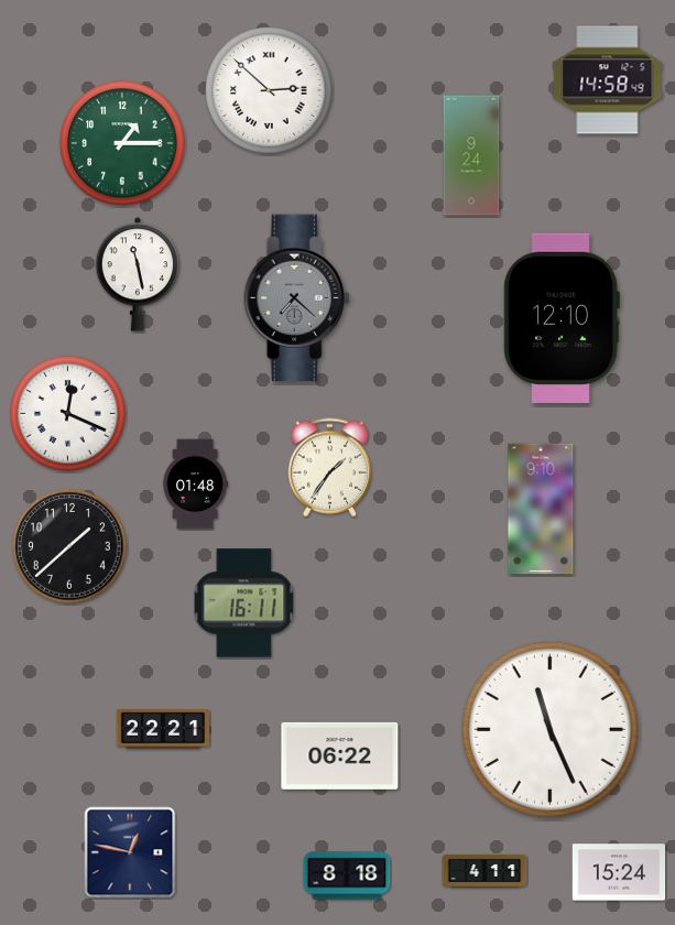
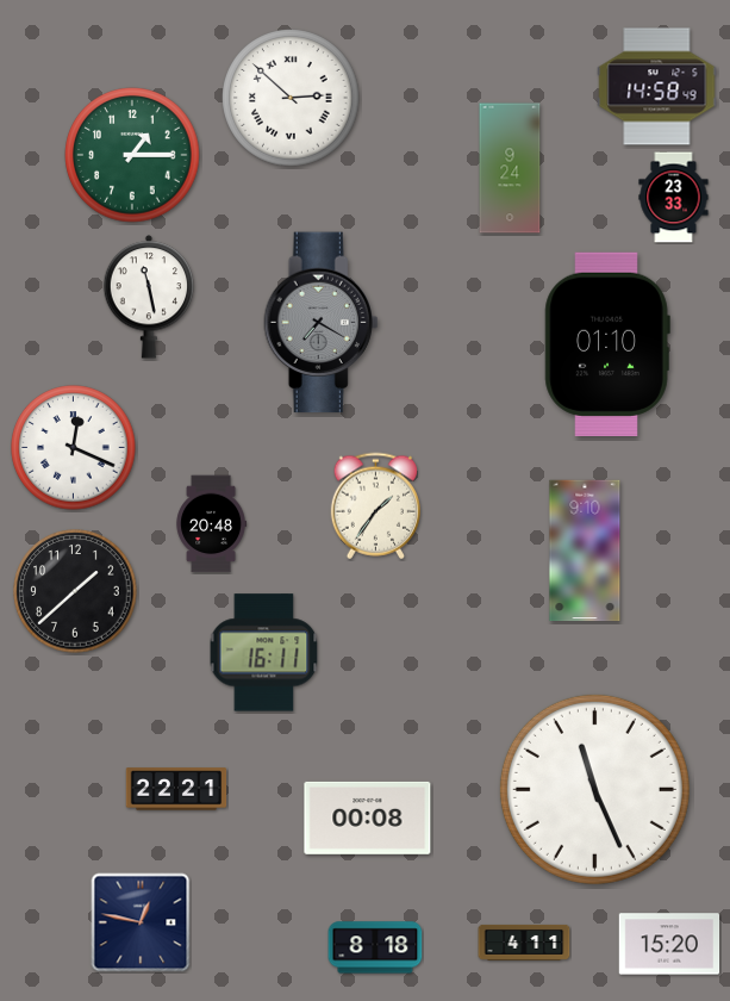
clock at (674, 198): none -> 23:33
clock at (297, 298): 7:22 -> 7:20
clock at (562, 318): 12:10 -> 01:10
clock at (329, 468) position: (329, 468) -> (375, 506)
clock at (195, 485): 01:48 -> 20:48
clock at (340, 755): 06:22 -> 00:08
clock at (619, 872): 15:24 -> 15:20
